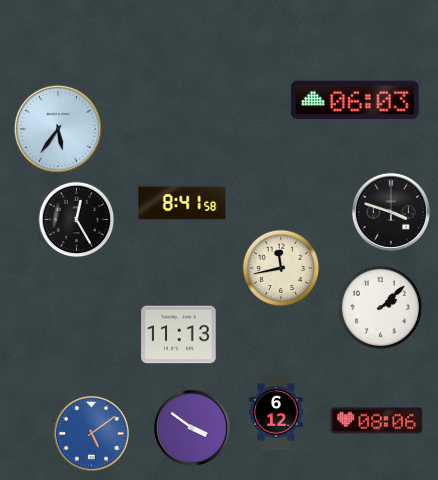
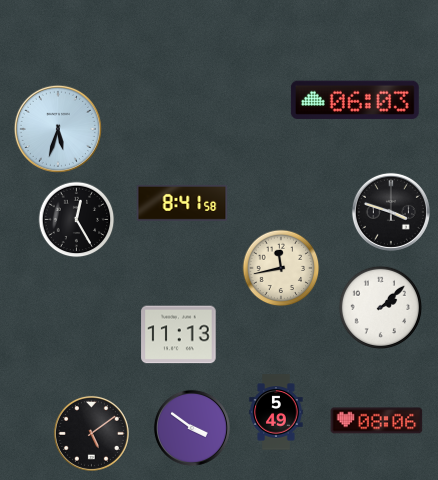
clock at (58, 129): 5:36 -> 5:33
clock at (276, 412): 6:12 -> 5:49
clock at (91, 433) dial: blue -> black
